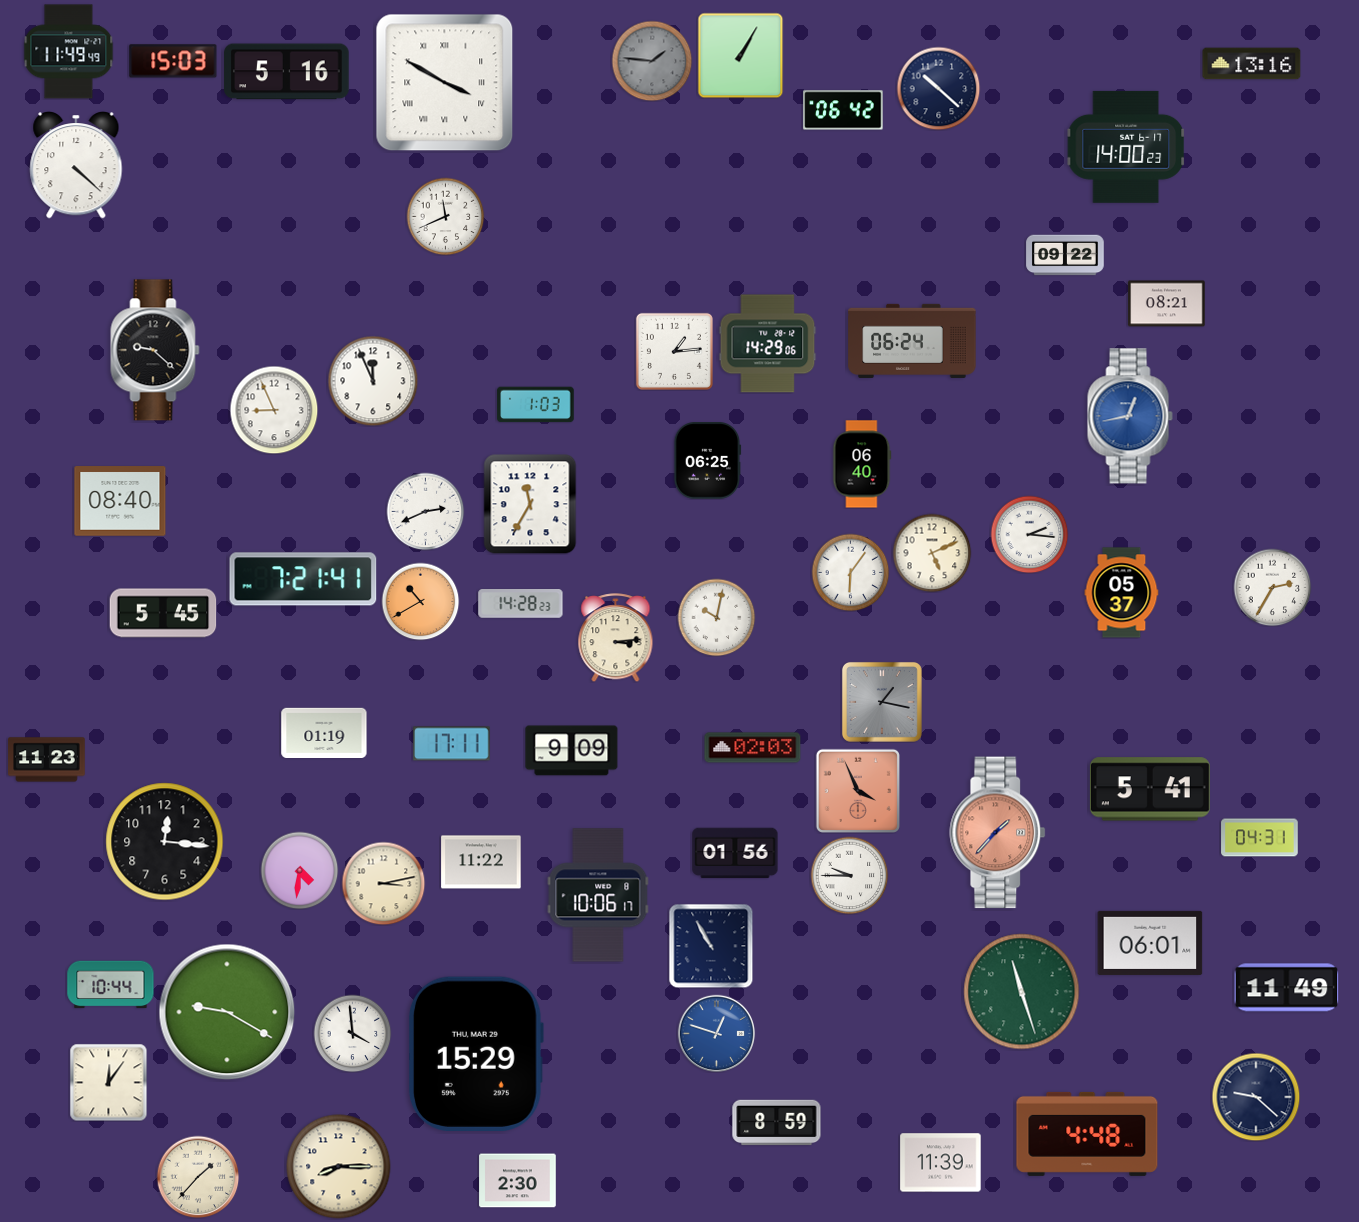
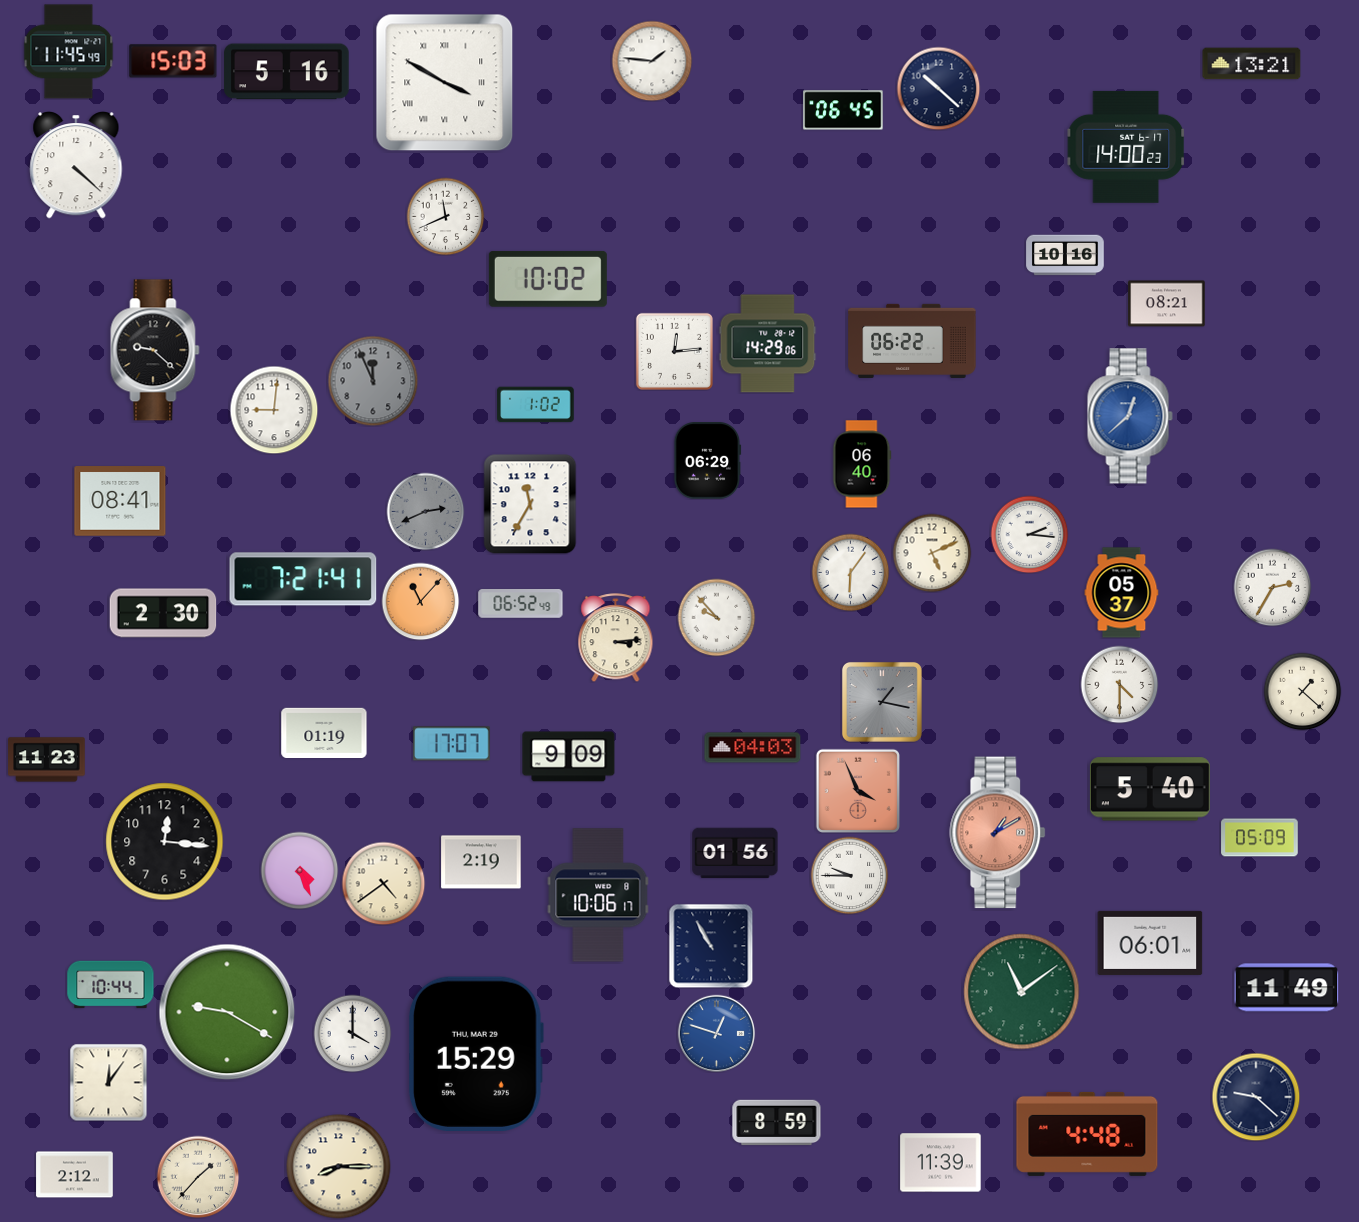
clock at (69, 52): 11:49 -> 11:45
clock at (740, 55): 1:05 -> none
clock at (652, 61) dial: grey -> white
clock at (1252, 64): 13:16 -> 13:21
clock at (843, 110): 06:42 -> 06:45
clock at (1065, 255): 09:22 -> 10:16
clock at (548, 279): none -> 10:02
clock at (912, 341): 06:24 -> 06:22
clock at (674, 351): 1:14 -> 12:14
clock at (373, 381) dial: white -> grey
clock at (536, 405): 1:03 -> 1:02
clock at (274, 410): 8:56 -> 9:01
clock at (1130, 416): 12:43 -> 12:38
clock at (707, 461): 06:25 -> 06:29
clock at (120, 501): 08:40 -> 08:41
clock at (425, 511) dial: white -> grey
clock at (420, 601): 10:40 -> 11:07
clock at (521, 604): 14:28 -> 06:52
clock at (163, 613): 5:45 -> 2:30
clock at (716, 617): 10:02 -> 9:53
clock at (1119, 684): none -> 4:30
clock at (1302, 691): none -> 1:22
clock at (452, 744): 17:11 -> 17:07
clock at (753, 748): 02:03 -> 04:03
clock at (572, 751) position: (572, 751) -> (569, 757)
clock at (1150, 789): 5:41 -> 5:40
clock at (998, 833): 1:37 -> 1:10
clock at (1260, 838): 04:31 -> 05:09
clock at (481, 862): 11:22 -> 2:19
clock at (299, 870): 4:31 -> 4:26
clock at (383, 883): 3:13 -> 4:39
clock at (1022, 992): 11:27 -> 11:09
clock at (352, 1033): 3:59 -> 4:00
clock at (75, 1175): none -> 2:12
clock at (518, 1181): 2:30 -> none
